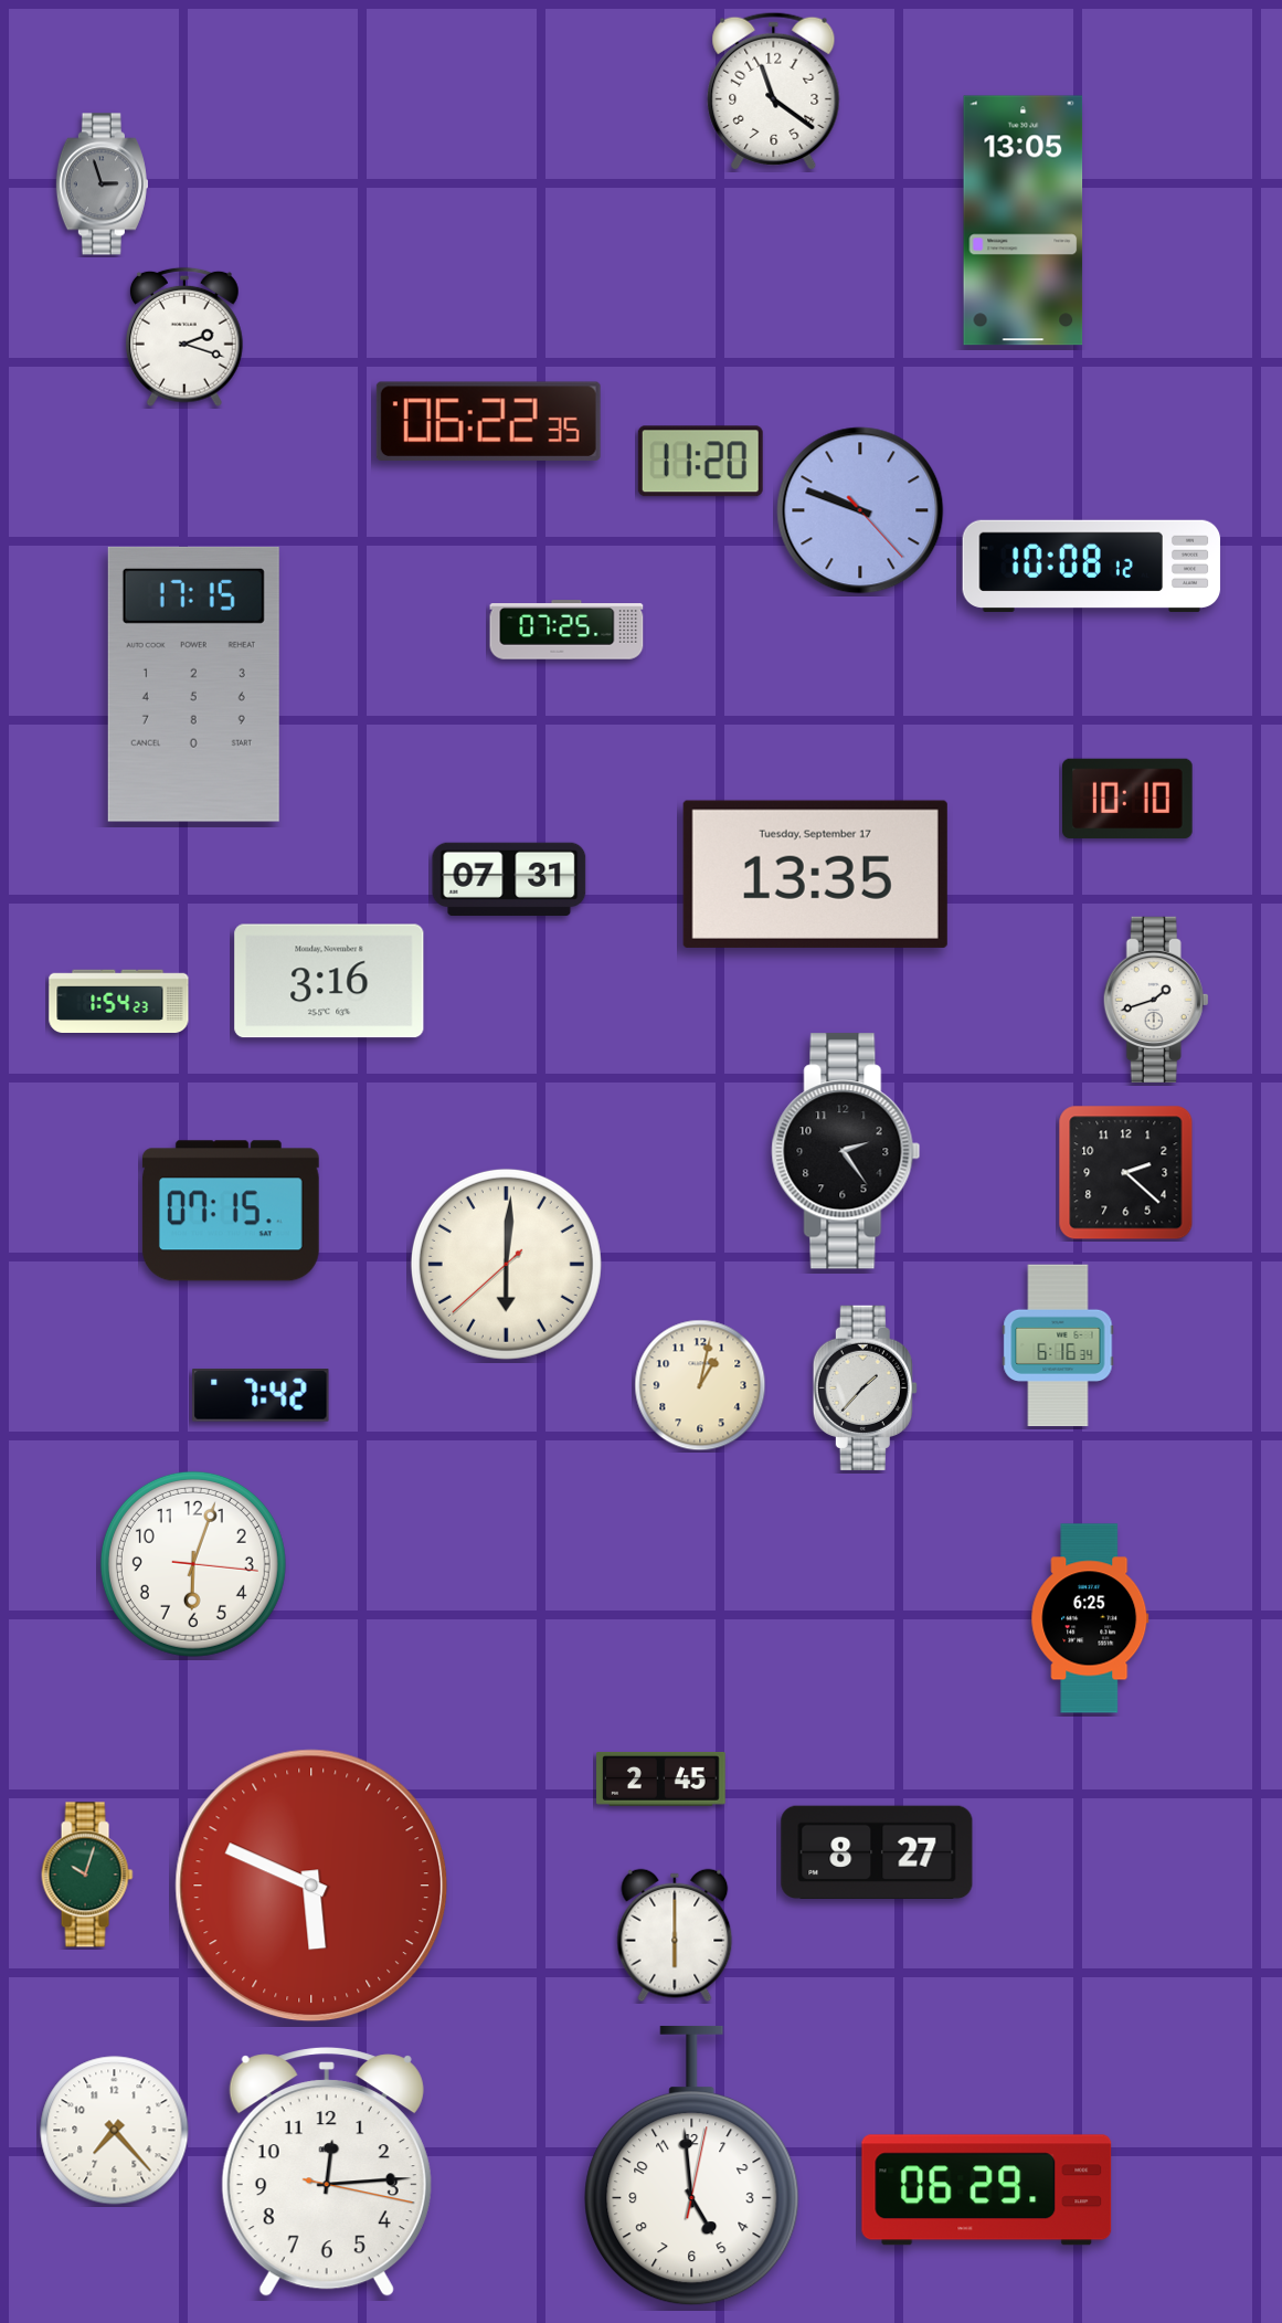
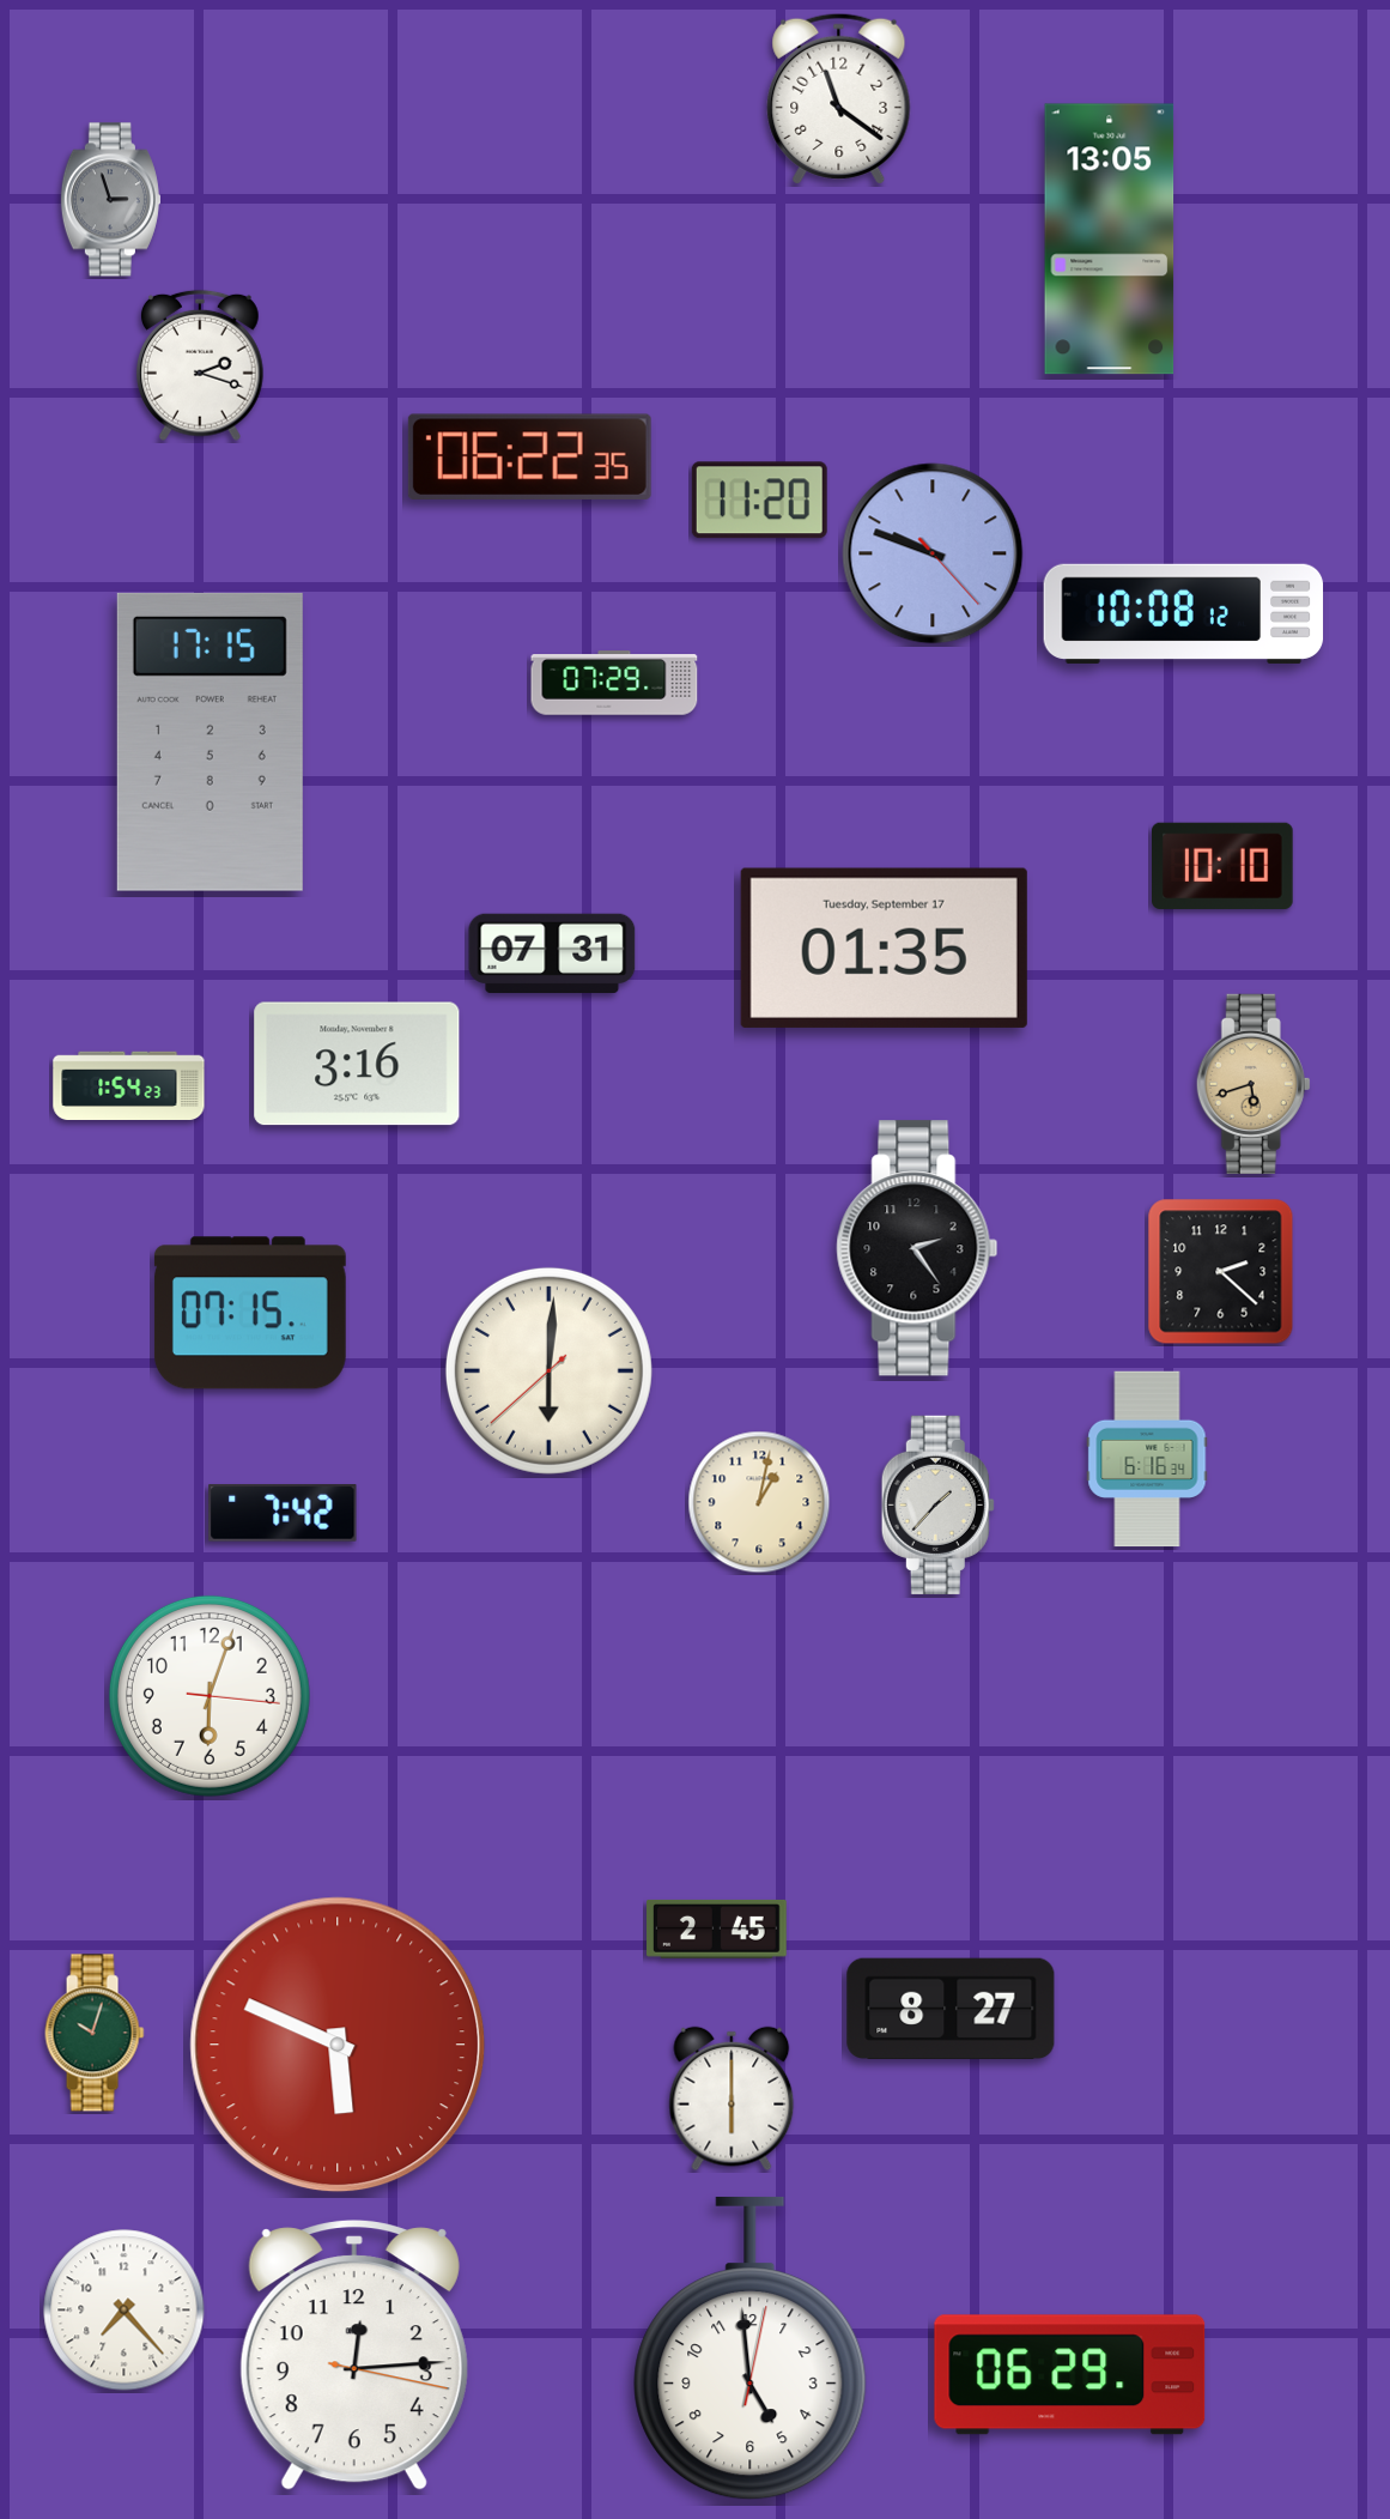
clock at (566, 630): 07:25 -> 07:29
clock at (815, 874): 13:35 -> 01:35
clock at (1156, 1000): 1:42 -> 5:42
clock at (1156, 1000) dial: white -> champagne
clock at (1090, 1618): 6:25 -> none
